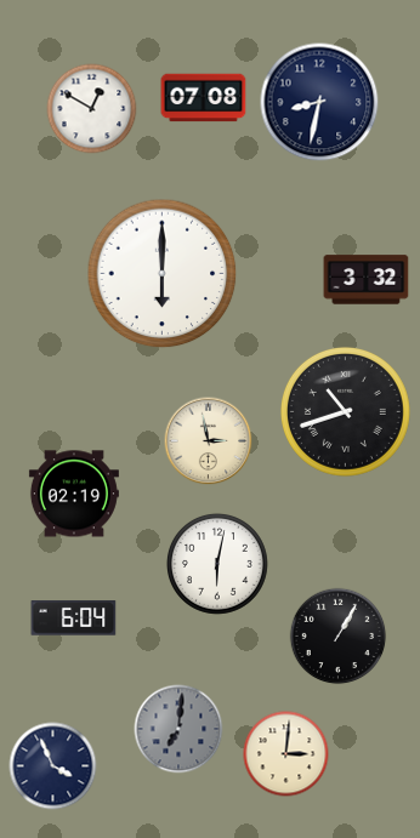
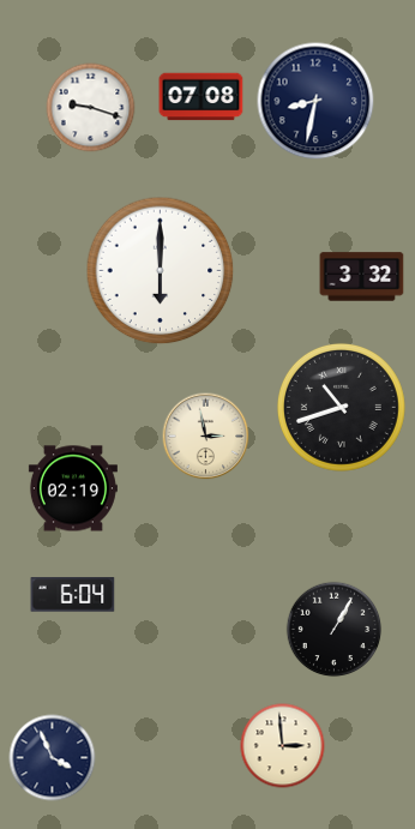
clock at (92, 109): 12:50 -> 9:18
clock at (217, 564): 6:02 -> none
clock at (74, 618) position: (74, 618) -> (73, 595)
clock at (178, 729): 7:01 -> none
clock at (286, 754): 3:01 -> 2:59
